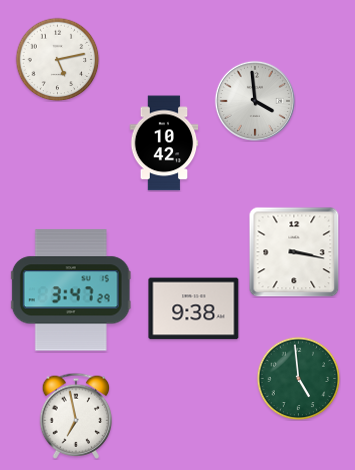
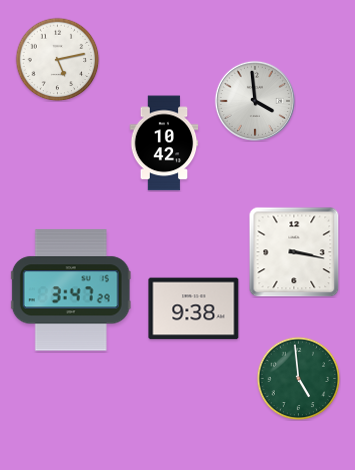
clock at (76, 416): 6:58 -> none
